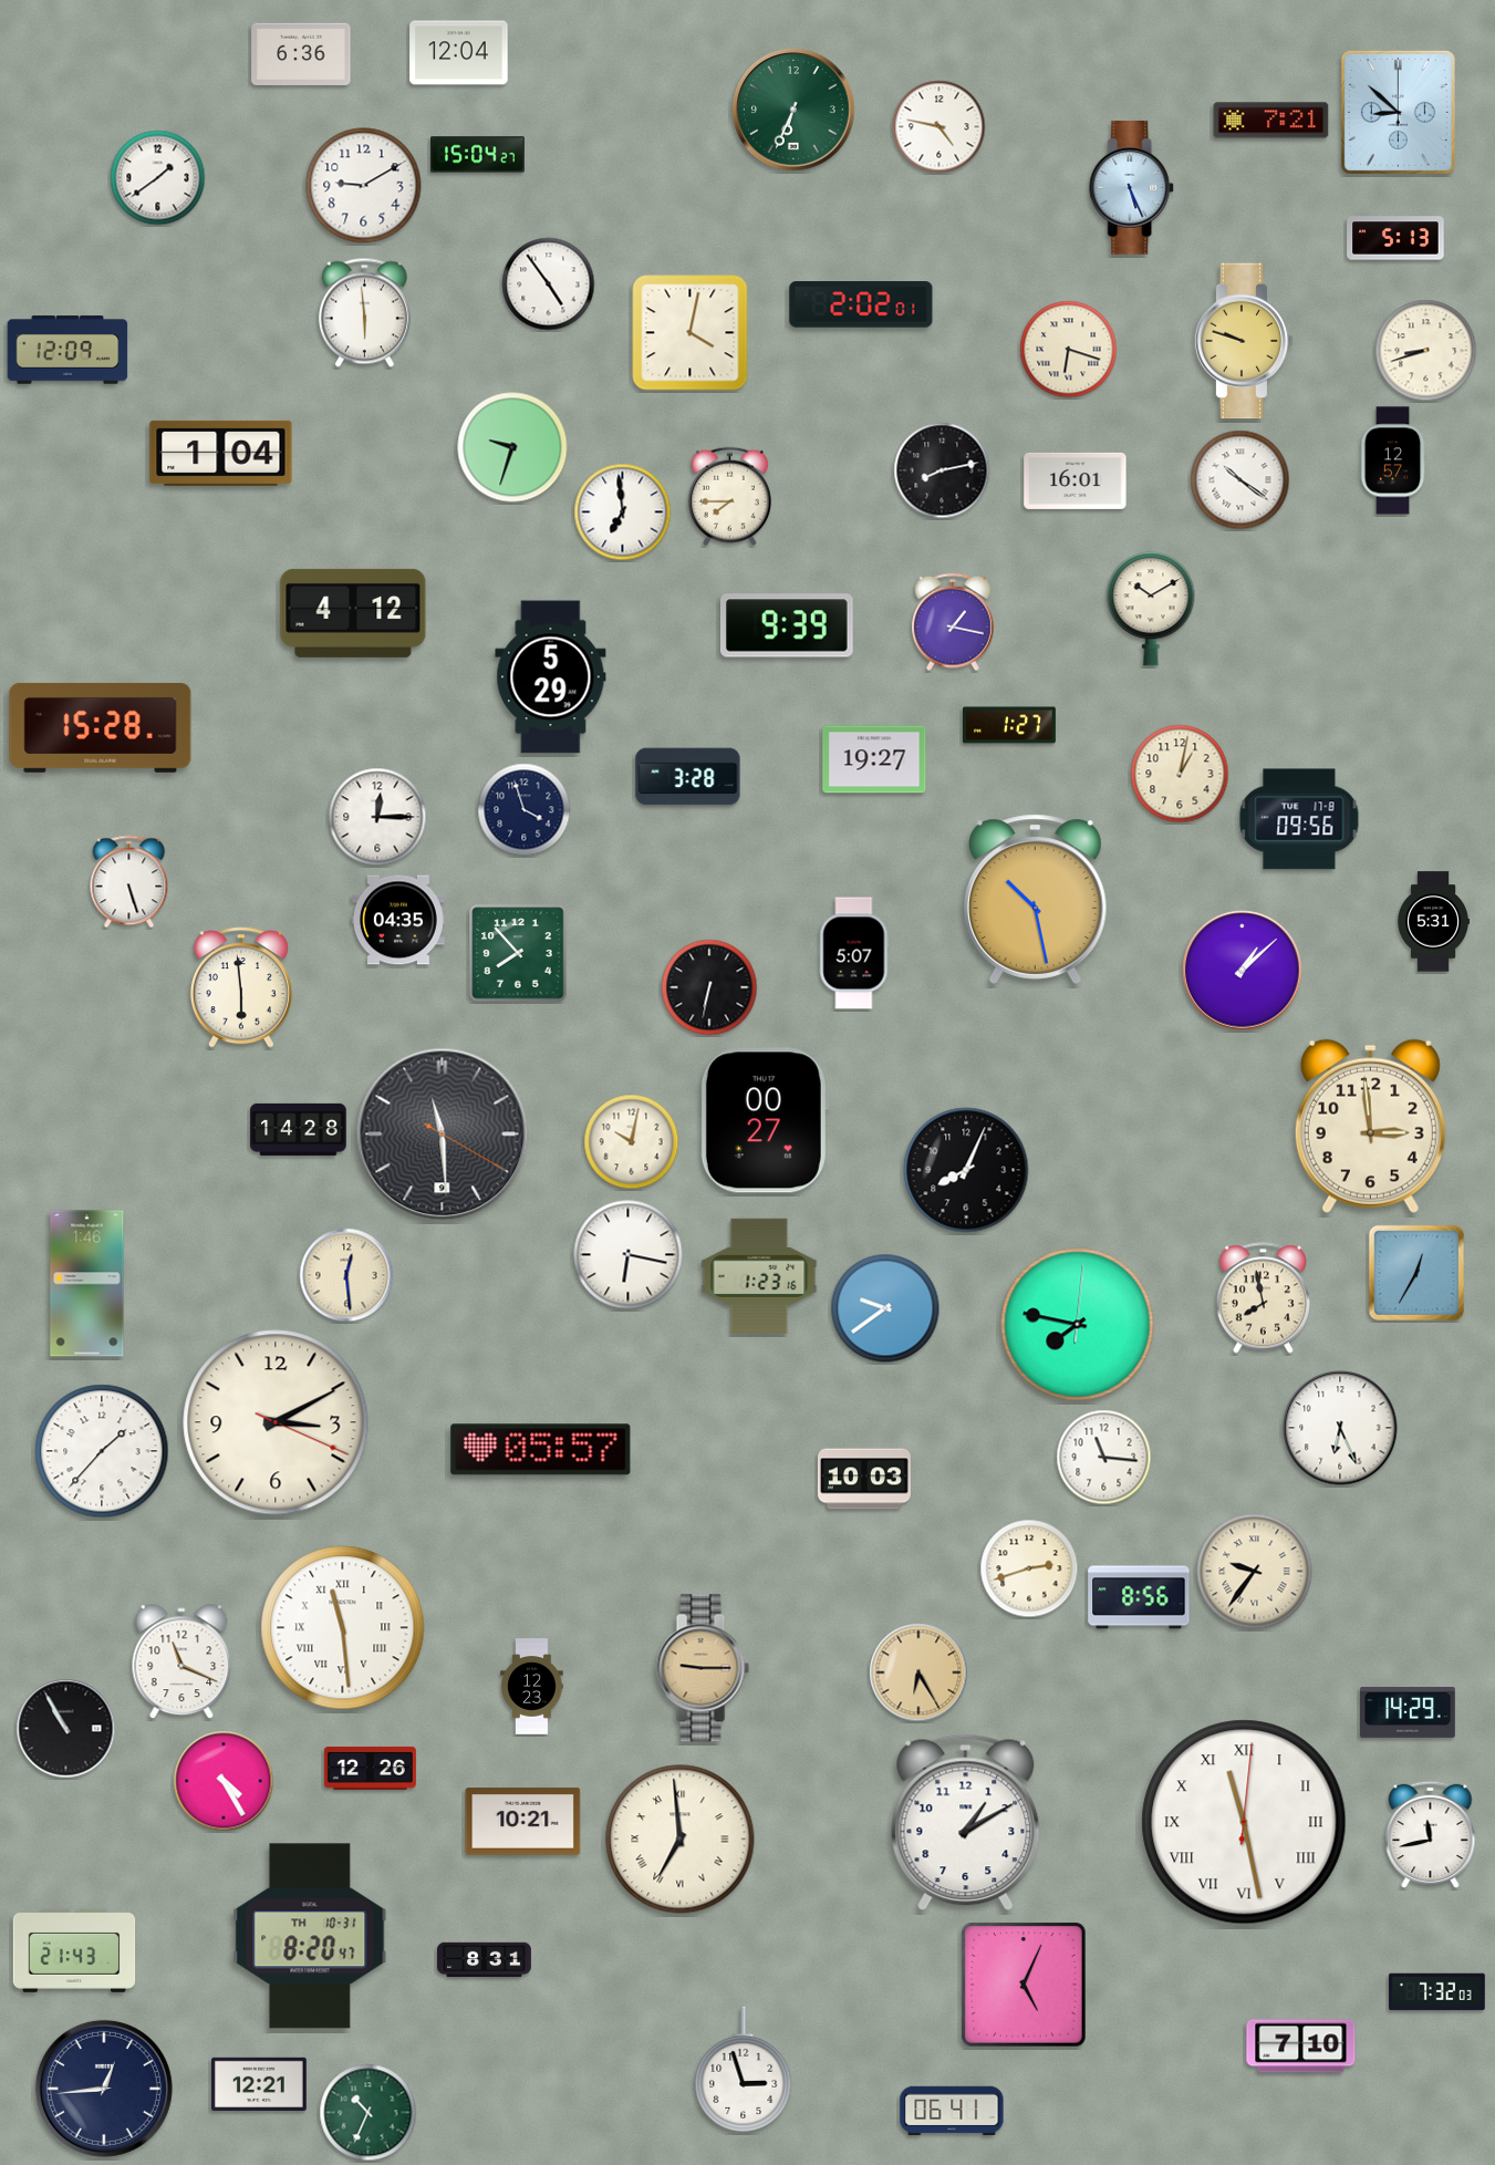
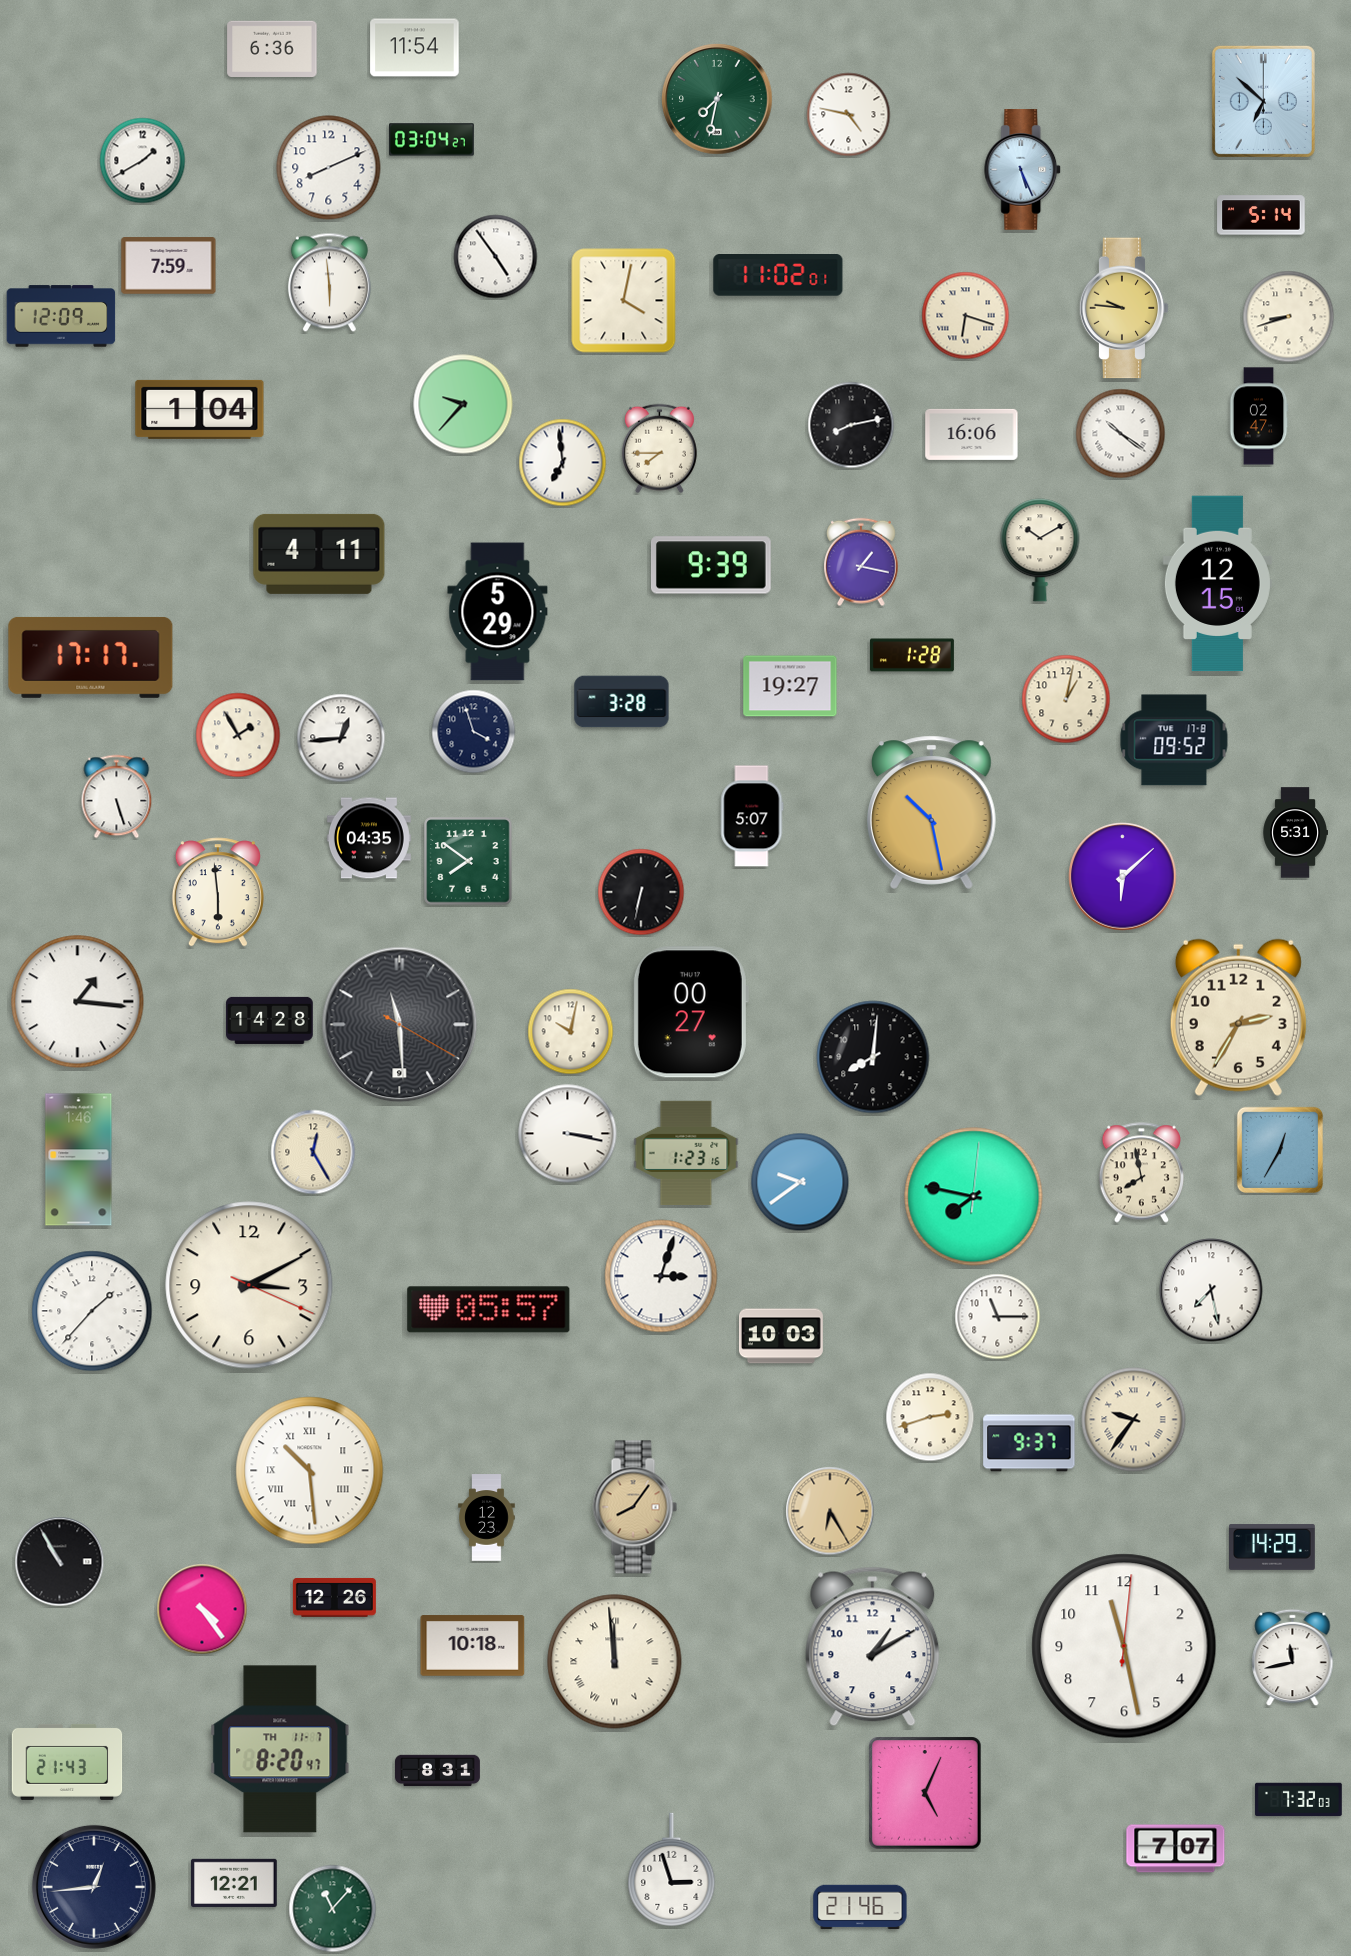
clock at (459, 53): 12:04 -> 11:54
clock at (793, 110): 6:34 -> 7:32
clock at (1398, 112): 8:52 -> 6:52
clock at (1271, 121): 7:21 -> none
clock at (478, 155): 15:04 -> 03:04
clock at (158, 178): 1:39 -> 1:40
clock at (364, 186): 9:10 -> 8:11
clock at (1395, 238): 5:13 -> 5:14
clock at (169, 266): none -> 7:59
clock at (861, 304): 2:02 -> 11:02
clock at (1244, 341): 9:48 -> 9:46
clock at (512, 447): 9:33 -> 9:37
clock at (1393, 460): 12:57 -> 02:47
clock at (1076, 480): 16:01 -> 16:06
clock at (353, 613): 4:12 -> 4:11
clock at (1217, 584): none -> 12:15
clock at (1009, 725): 1:27 -> 1:28
clock at (101, 727): 15:28 -> 17:17
clock at (238, 735): none -> 1:55
clock at (377, 817): 12:15 -> 12:44
clock at (1299, 819): 09:56 -> 09:52
clock at (1035, 899) position: (1035, 899) -> (931, 812)
clock at (398, 920) position: (398, 920) -> (369, 838)
clock at (518, 953): 7:53 -> 7:51
clock at (854, 953) position: (854, 953) -> (752, 816)
clock at (1243, 971): 1:08 -> 6:08
clock at (78, 1002): none -> 1:16
clock at (1370, 1126): 2:59 -> 2:35
clock at (966, 1170): 8:04 -> 8:01
clock at (629, 1255): 6:17 -> 3:17
clock at (346, 1275): 12:29 -> 12:25
clock at (661, 1276): none -> 3:03
clock at (1340, 1428): 6:26 -> 7:28
clock at (1104, 1458): 11:16 -> 11:15
clock at (1139, 1597): 8:56 -> 9:37
clock at (343, 1628): 11:29 -> 10:29
clock at (181, 1662): 11:19 -> none
clock at (703, 1668): 9:15 -> 8:06
clock at (532, 1687) position: (532, 1687) -> (487, 1518)
clock at (224, 1781): 4:25 -> 4:24
clock at (523, 1822): 10:21 -> 10:18
clock at (1244, 1822) numerals: Roman -> Arabic
clock at (681, 1840): 6:59 -> 11:59
clock at (310, 1936) date: TH 10-31 -> TH 11-7
clock at (1301, 2047): 7:10 -> 7:07
clock at (952, 2111): 06:41 -> 21:46
clock at (368, 2113): 10:34 -> 11:07
